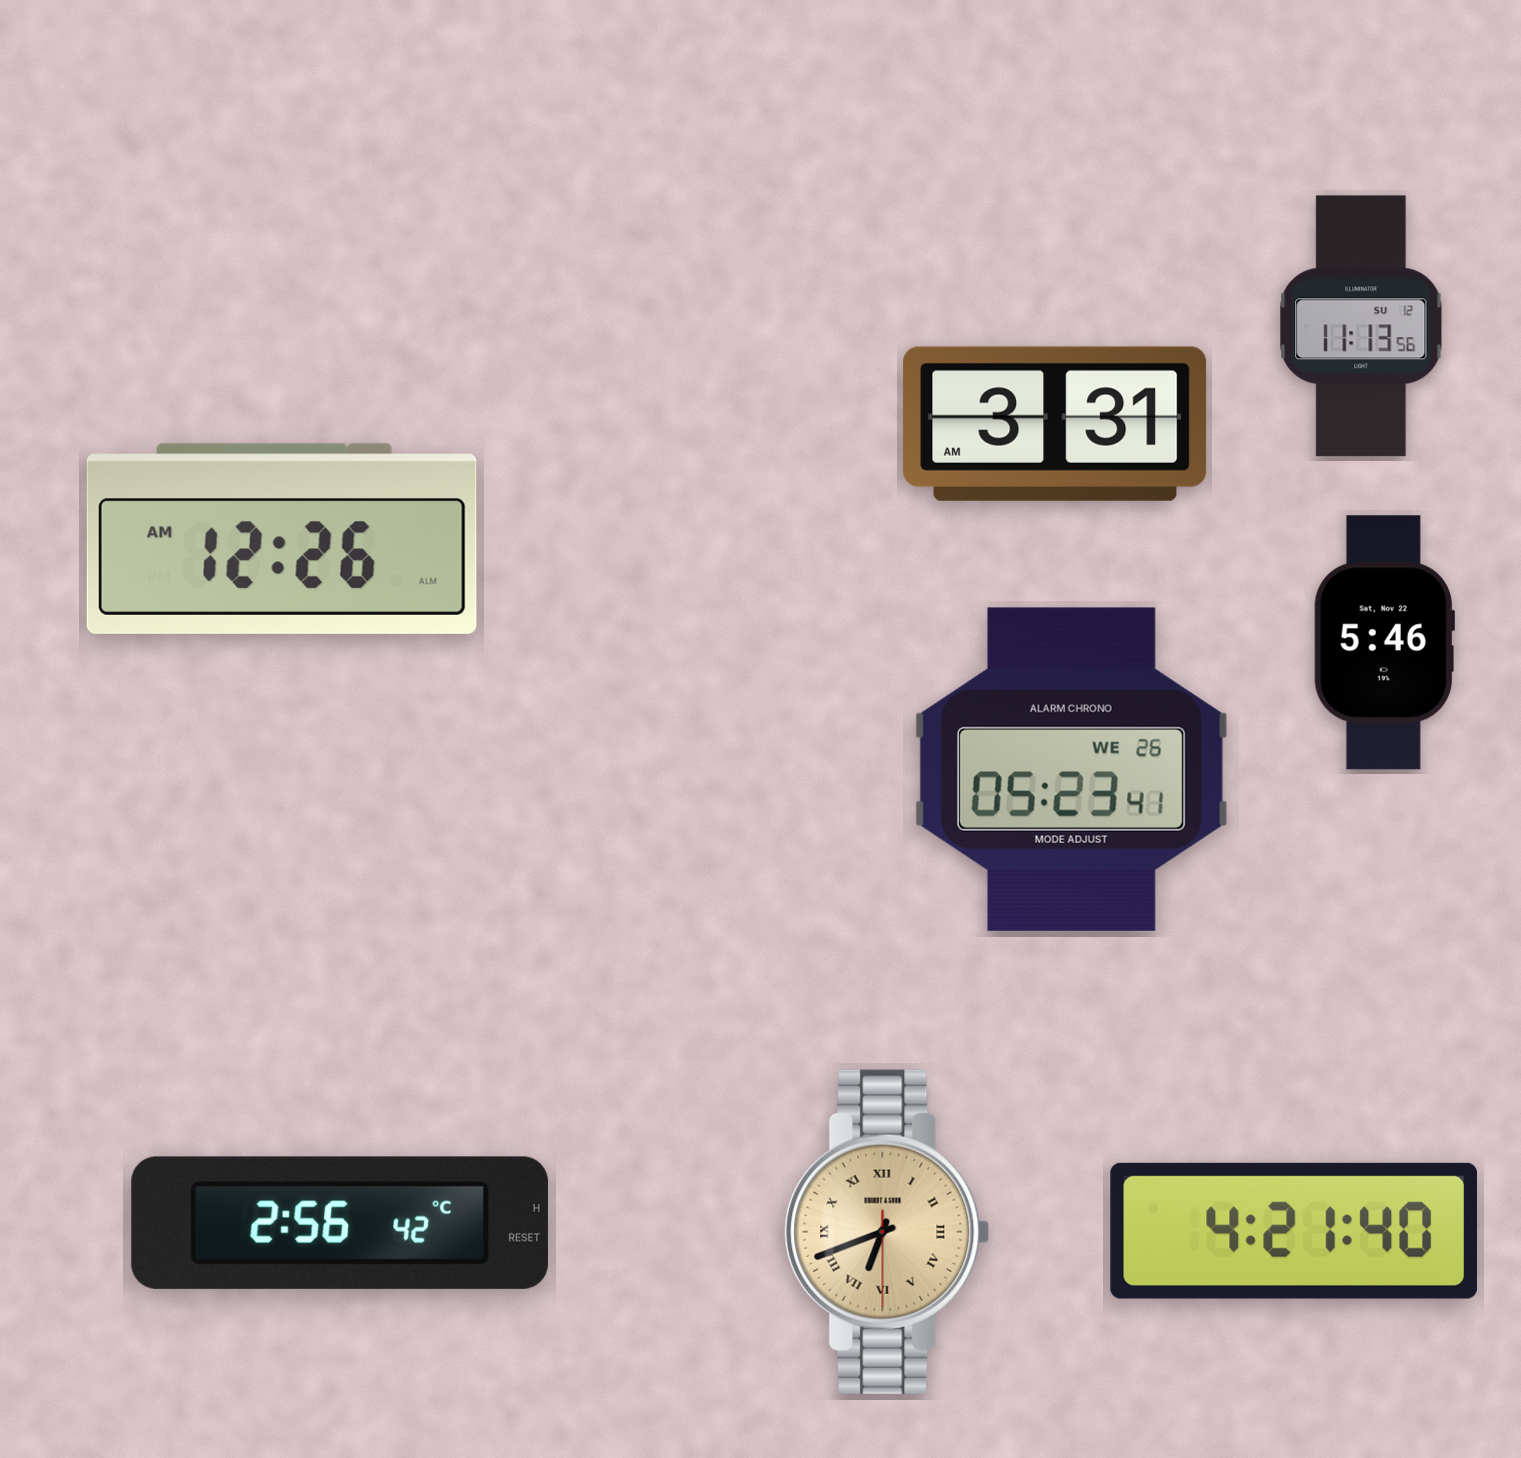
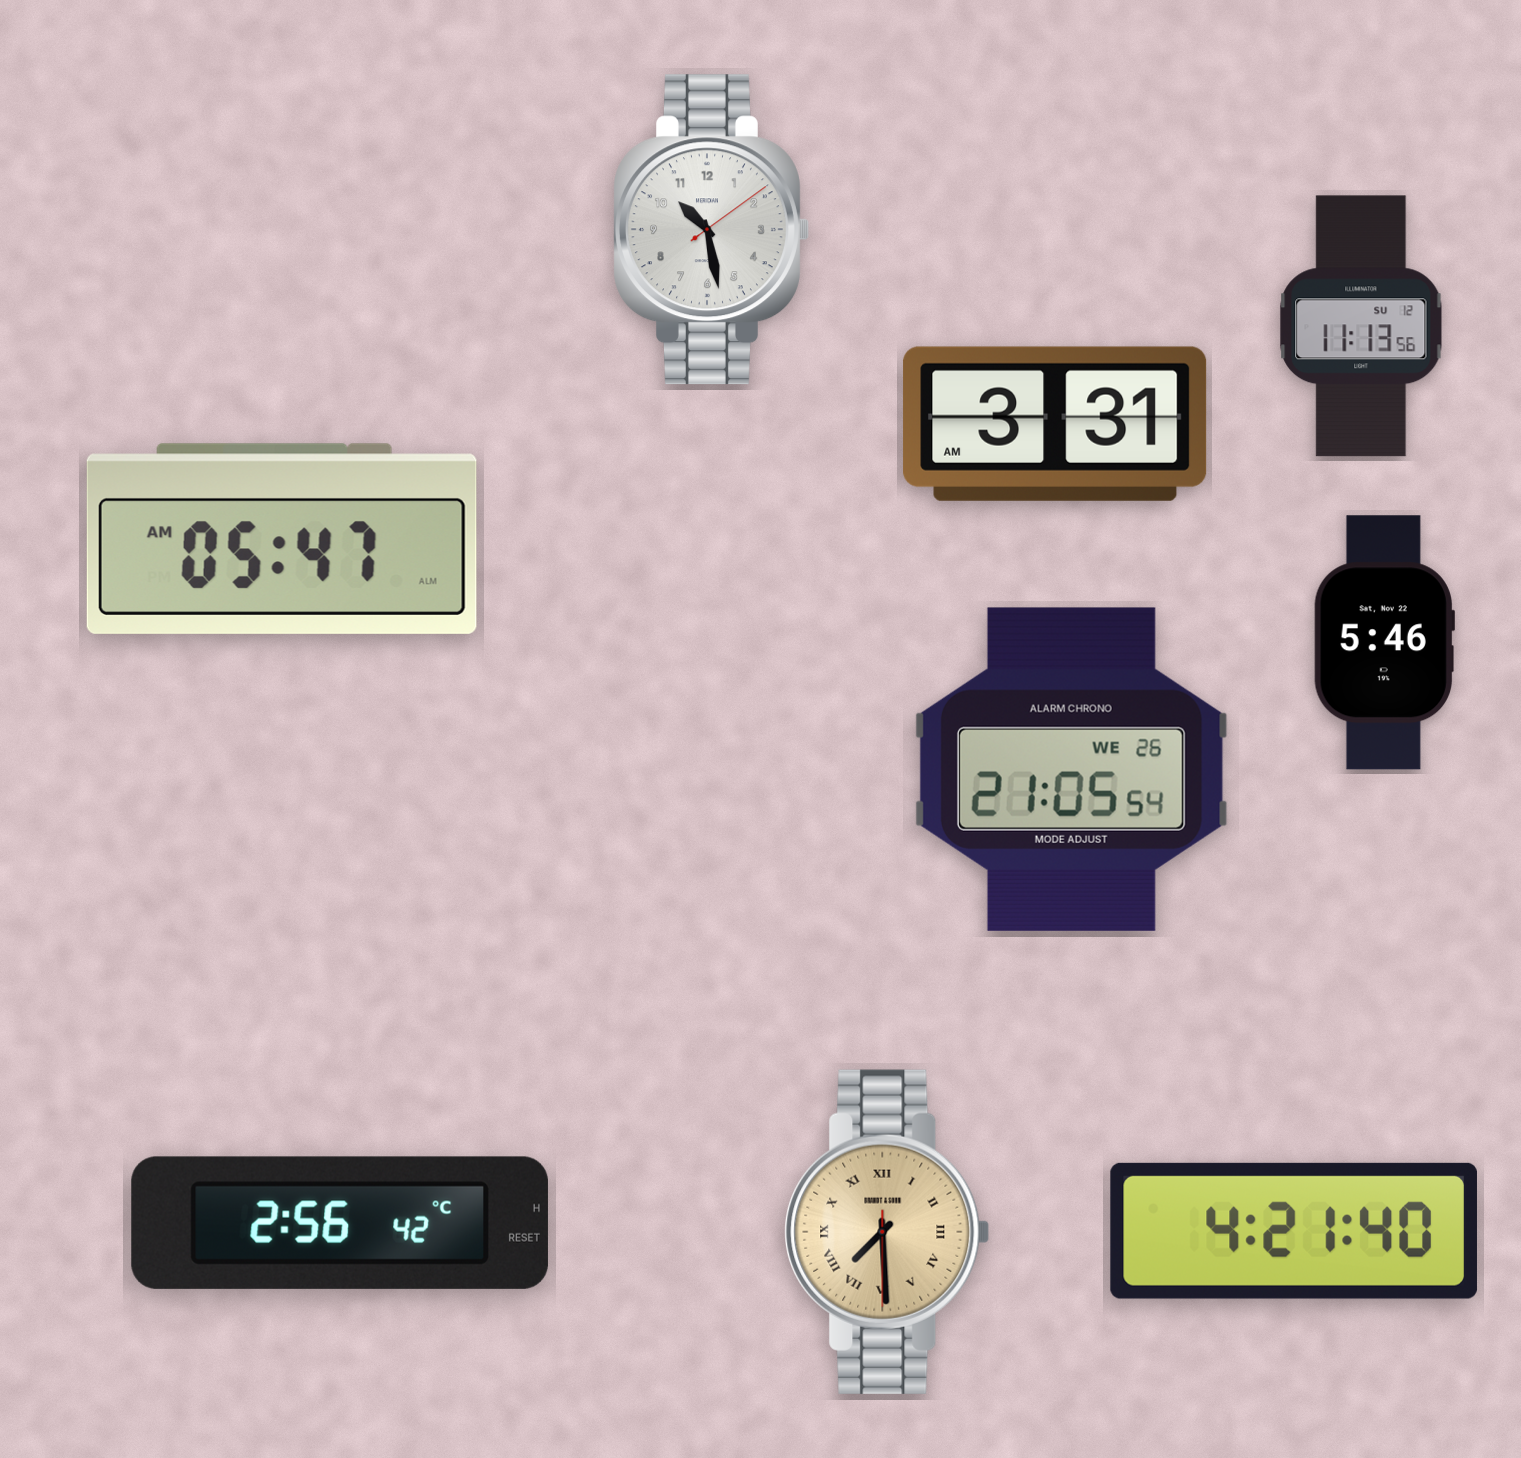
clock at (712, 230): none -> 10:28
clock at (282, 539): 12:26 -> 05:47
clock at (1071, 769): 05:23 -> 21:05
clock at (887, 1232): 6:41 -> 7:29
